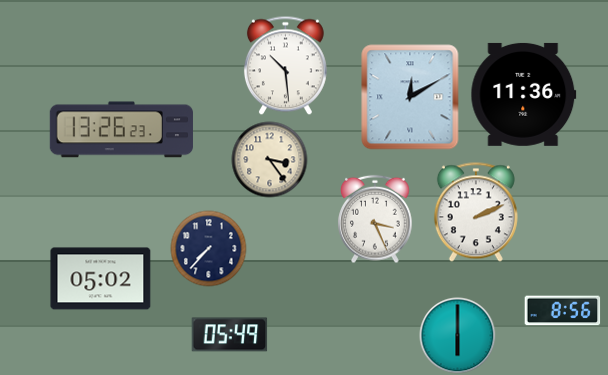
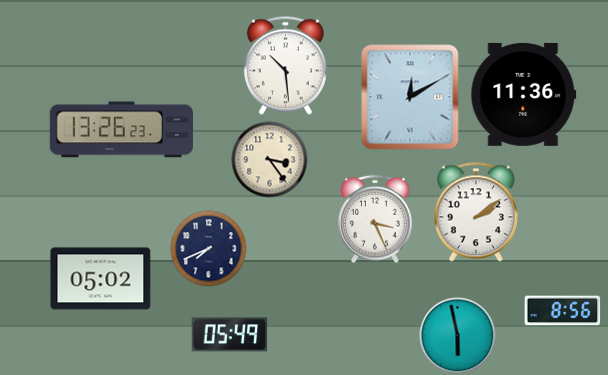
clock at (476, 212): 2:11 -> 2:09
clock at (209, 249): 7:37 -> 7:41
clock at (458, 336): 6:00 -> 5:58
